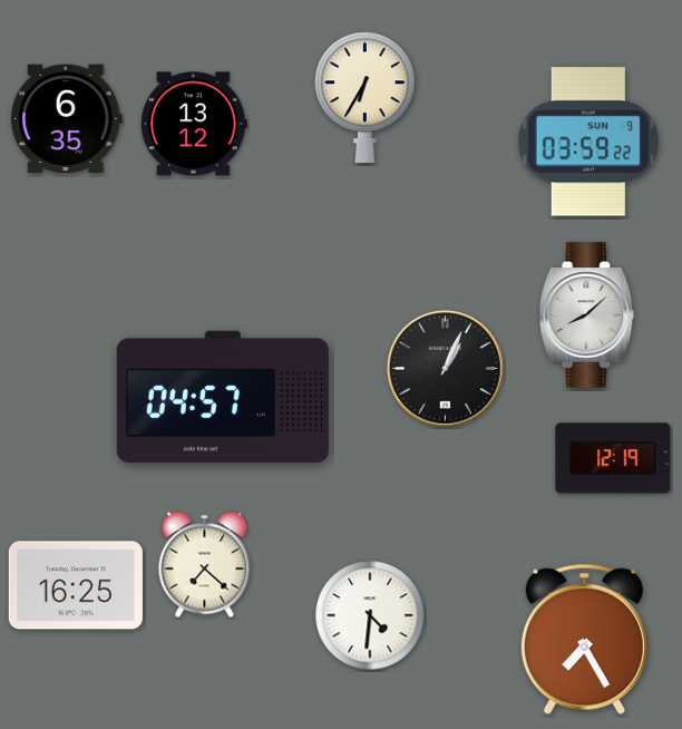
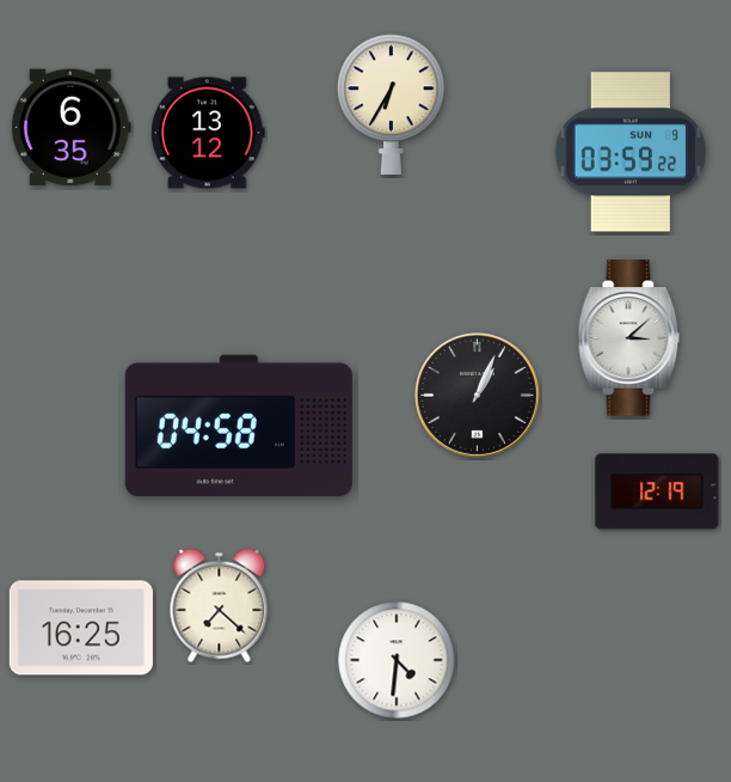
clock at (587, 315): 8:08 -> 3:08
clock at (223, 397): 04:57 -> 04:58
clock at (584, 639): 7:25 -> none
